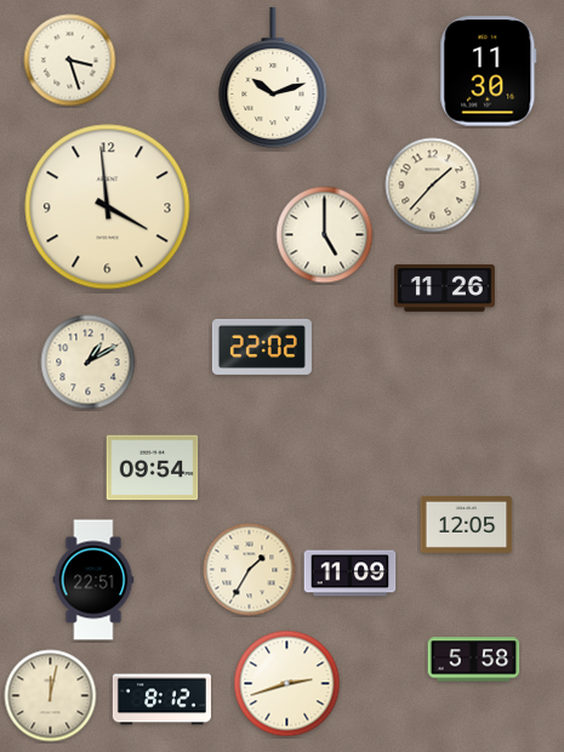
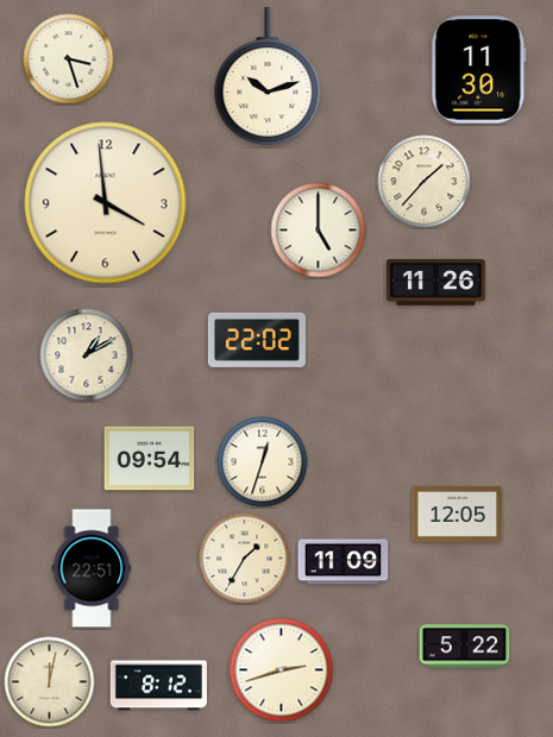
clock at (263, 462): none -> 12:33
clock at (474, 660): 5:58 -> 5:22
